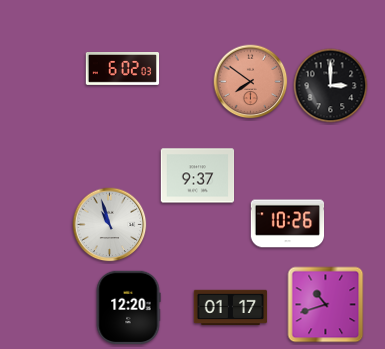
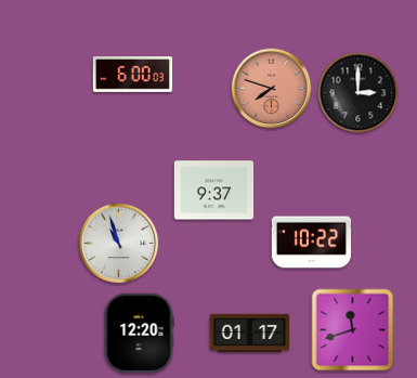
clock at (123, 69): 6:02 -> 6:00
clock at (251, 82): 7:51 -> 7:48
clock at (288, 224): 10:26 -> 10:22
clock at (326, 305): 10:42 -> 11:42
